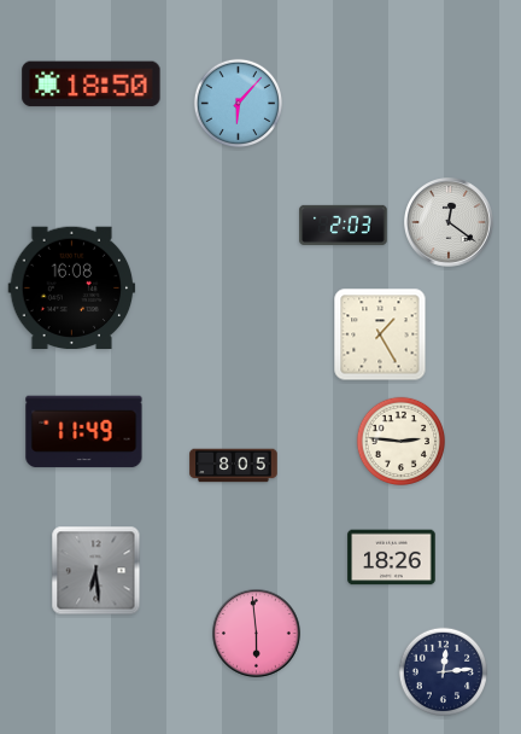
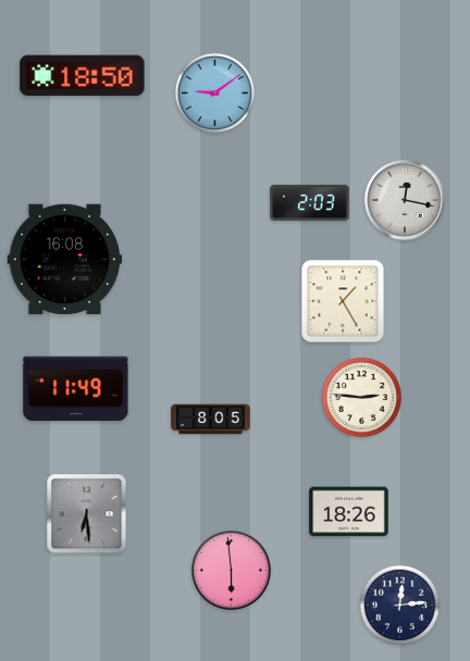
clock at (238, 103): 6:07 -> 9:09
clock at (449, 222): 12:21 -> 12:17
clock at (392, 558) position: (392, 558) -> (349, 512)
